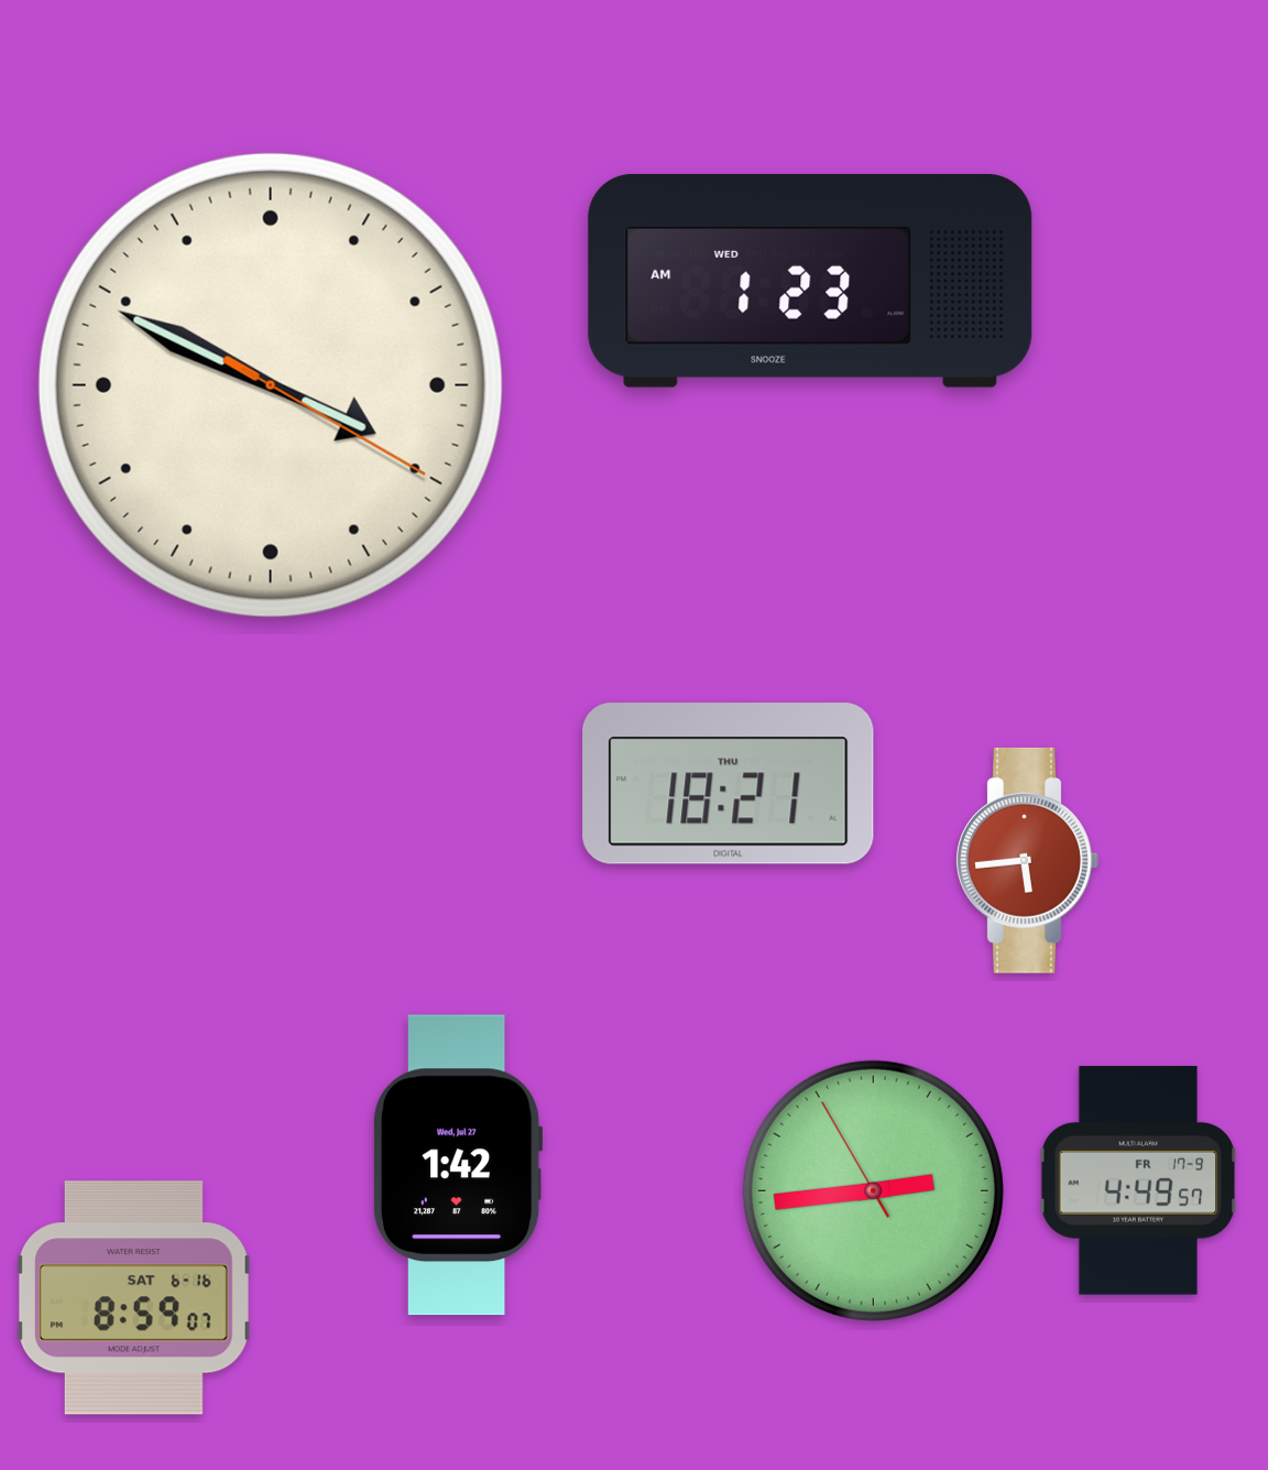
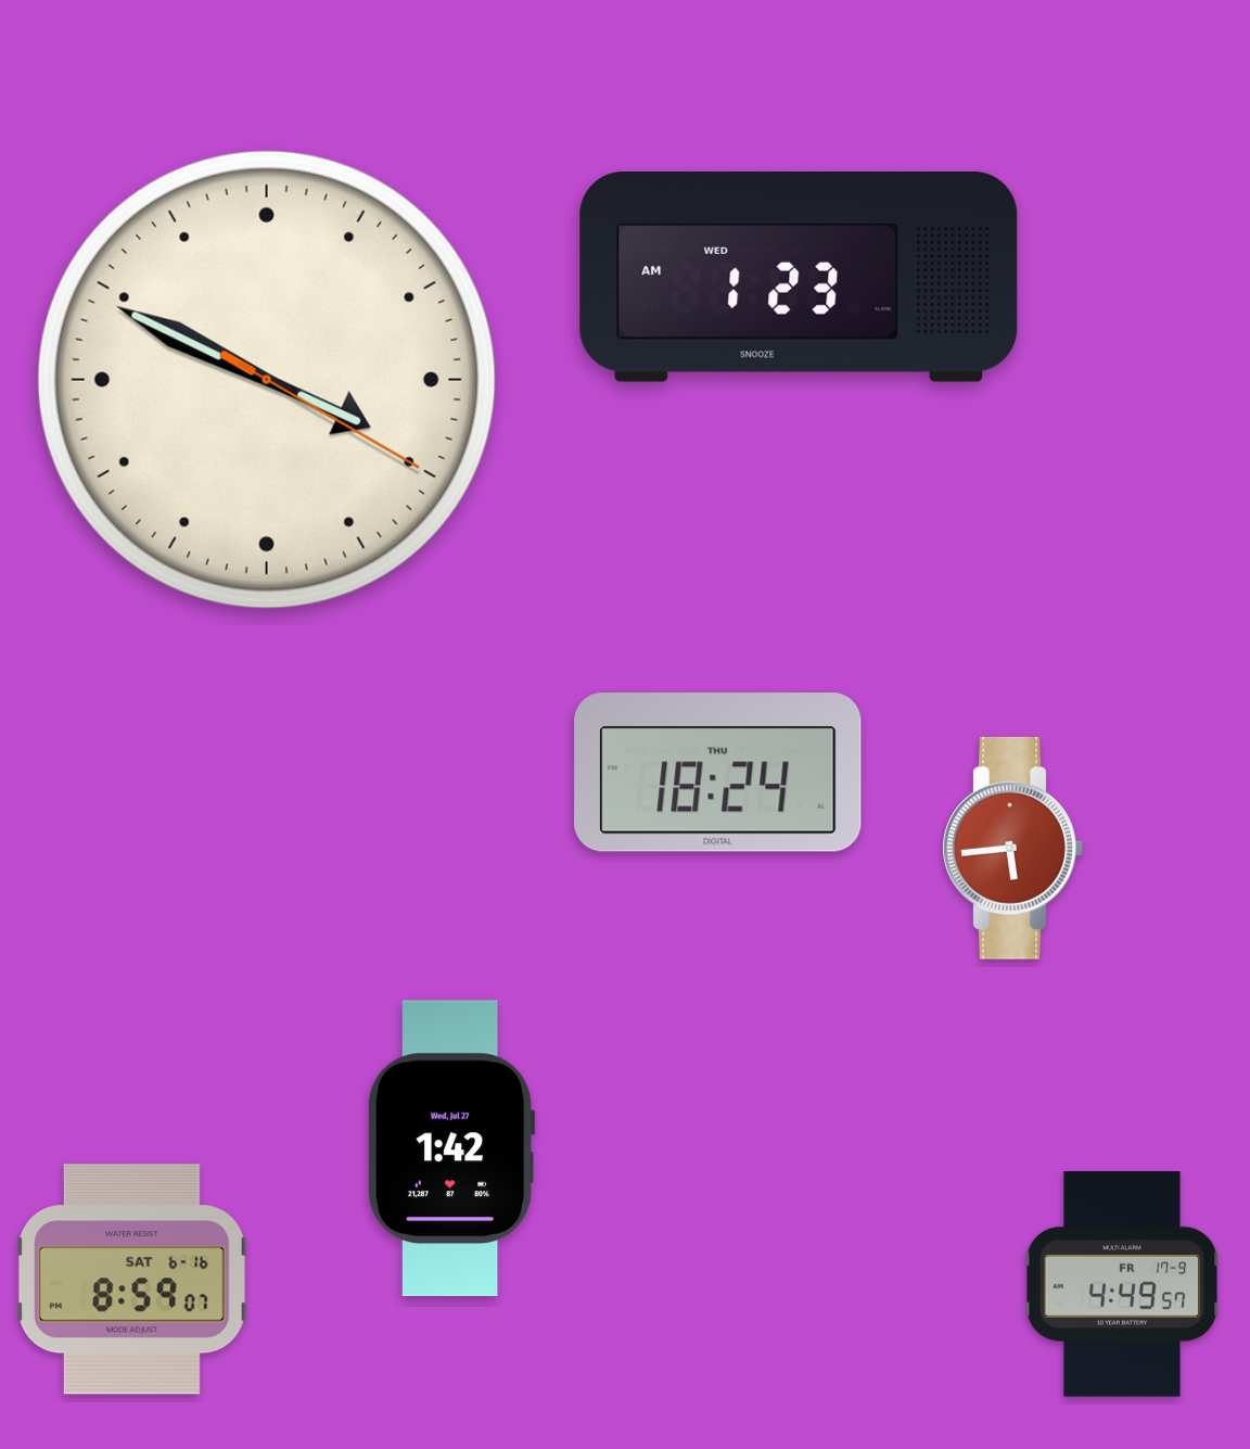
clock at (729, 784): 18:21 -> 18:24
clock at (1138, 1180) position: (1138, 1180) -> (1122, 1284)
clock at (873, 1190): 2:43 -> none
